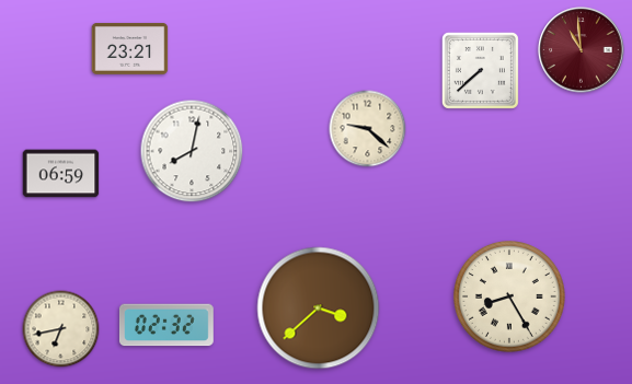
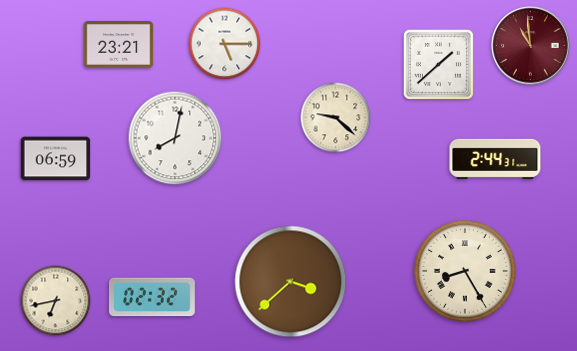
clock at (225, 44): none -> 5:15
clock at (480, 70): 7:38 -> 1:38
clock at (495, 159): none -> 2:44
